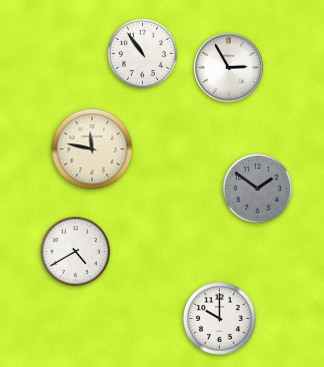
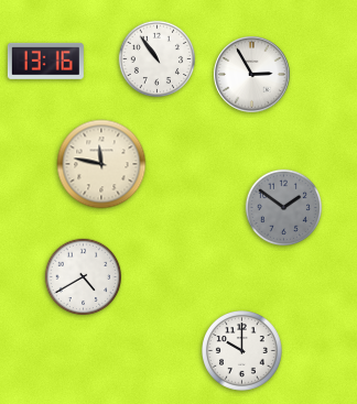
clock at (45, 61): none -> 13:16
